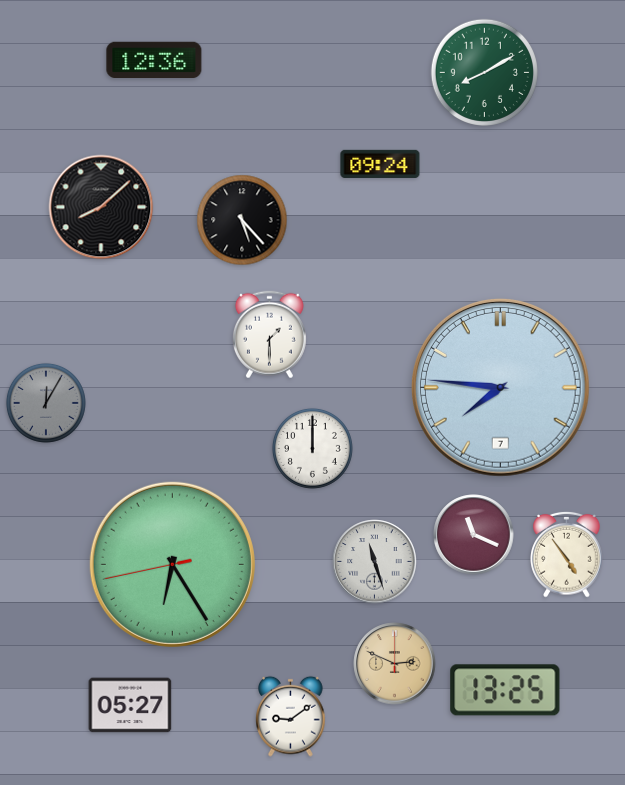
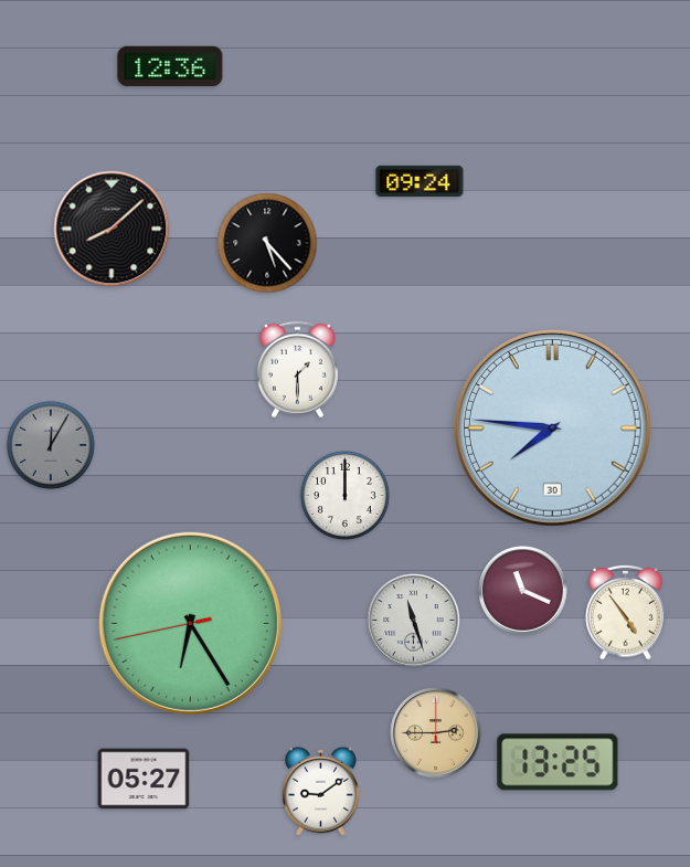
clock at (484, 72): 8:10 -> none
clock at (500, 388) date: 7 -> 30
clock at (395, 664): 2:49 -> 2:45
